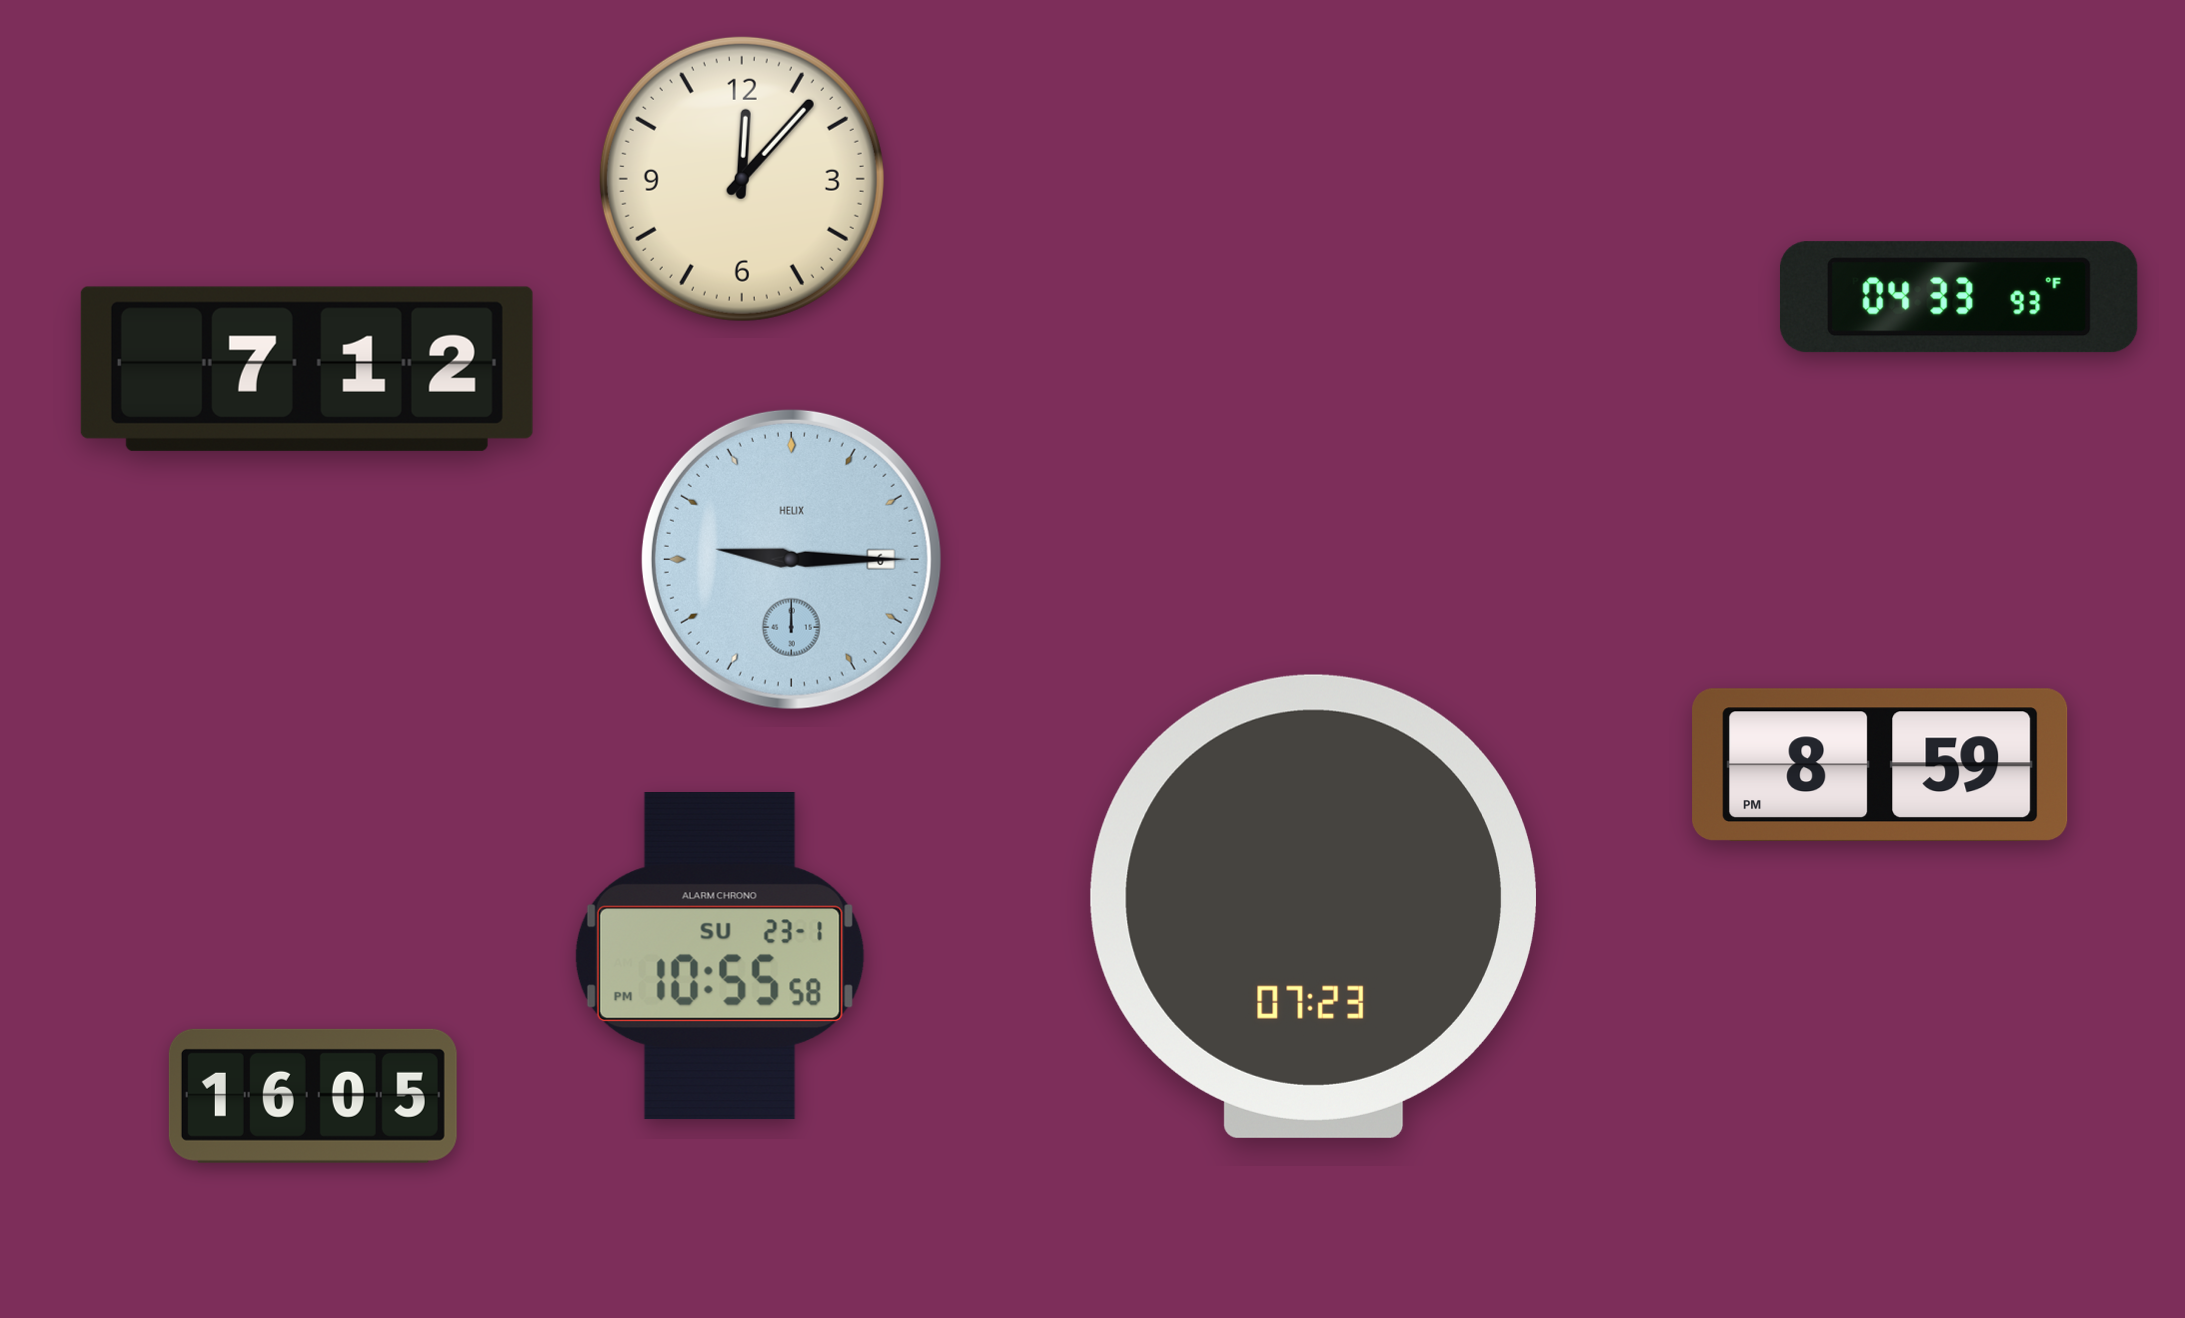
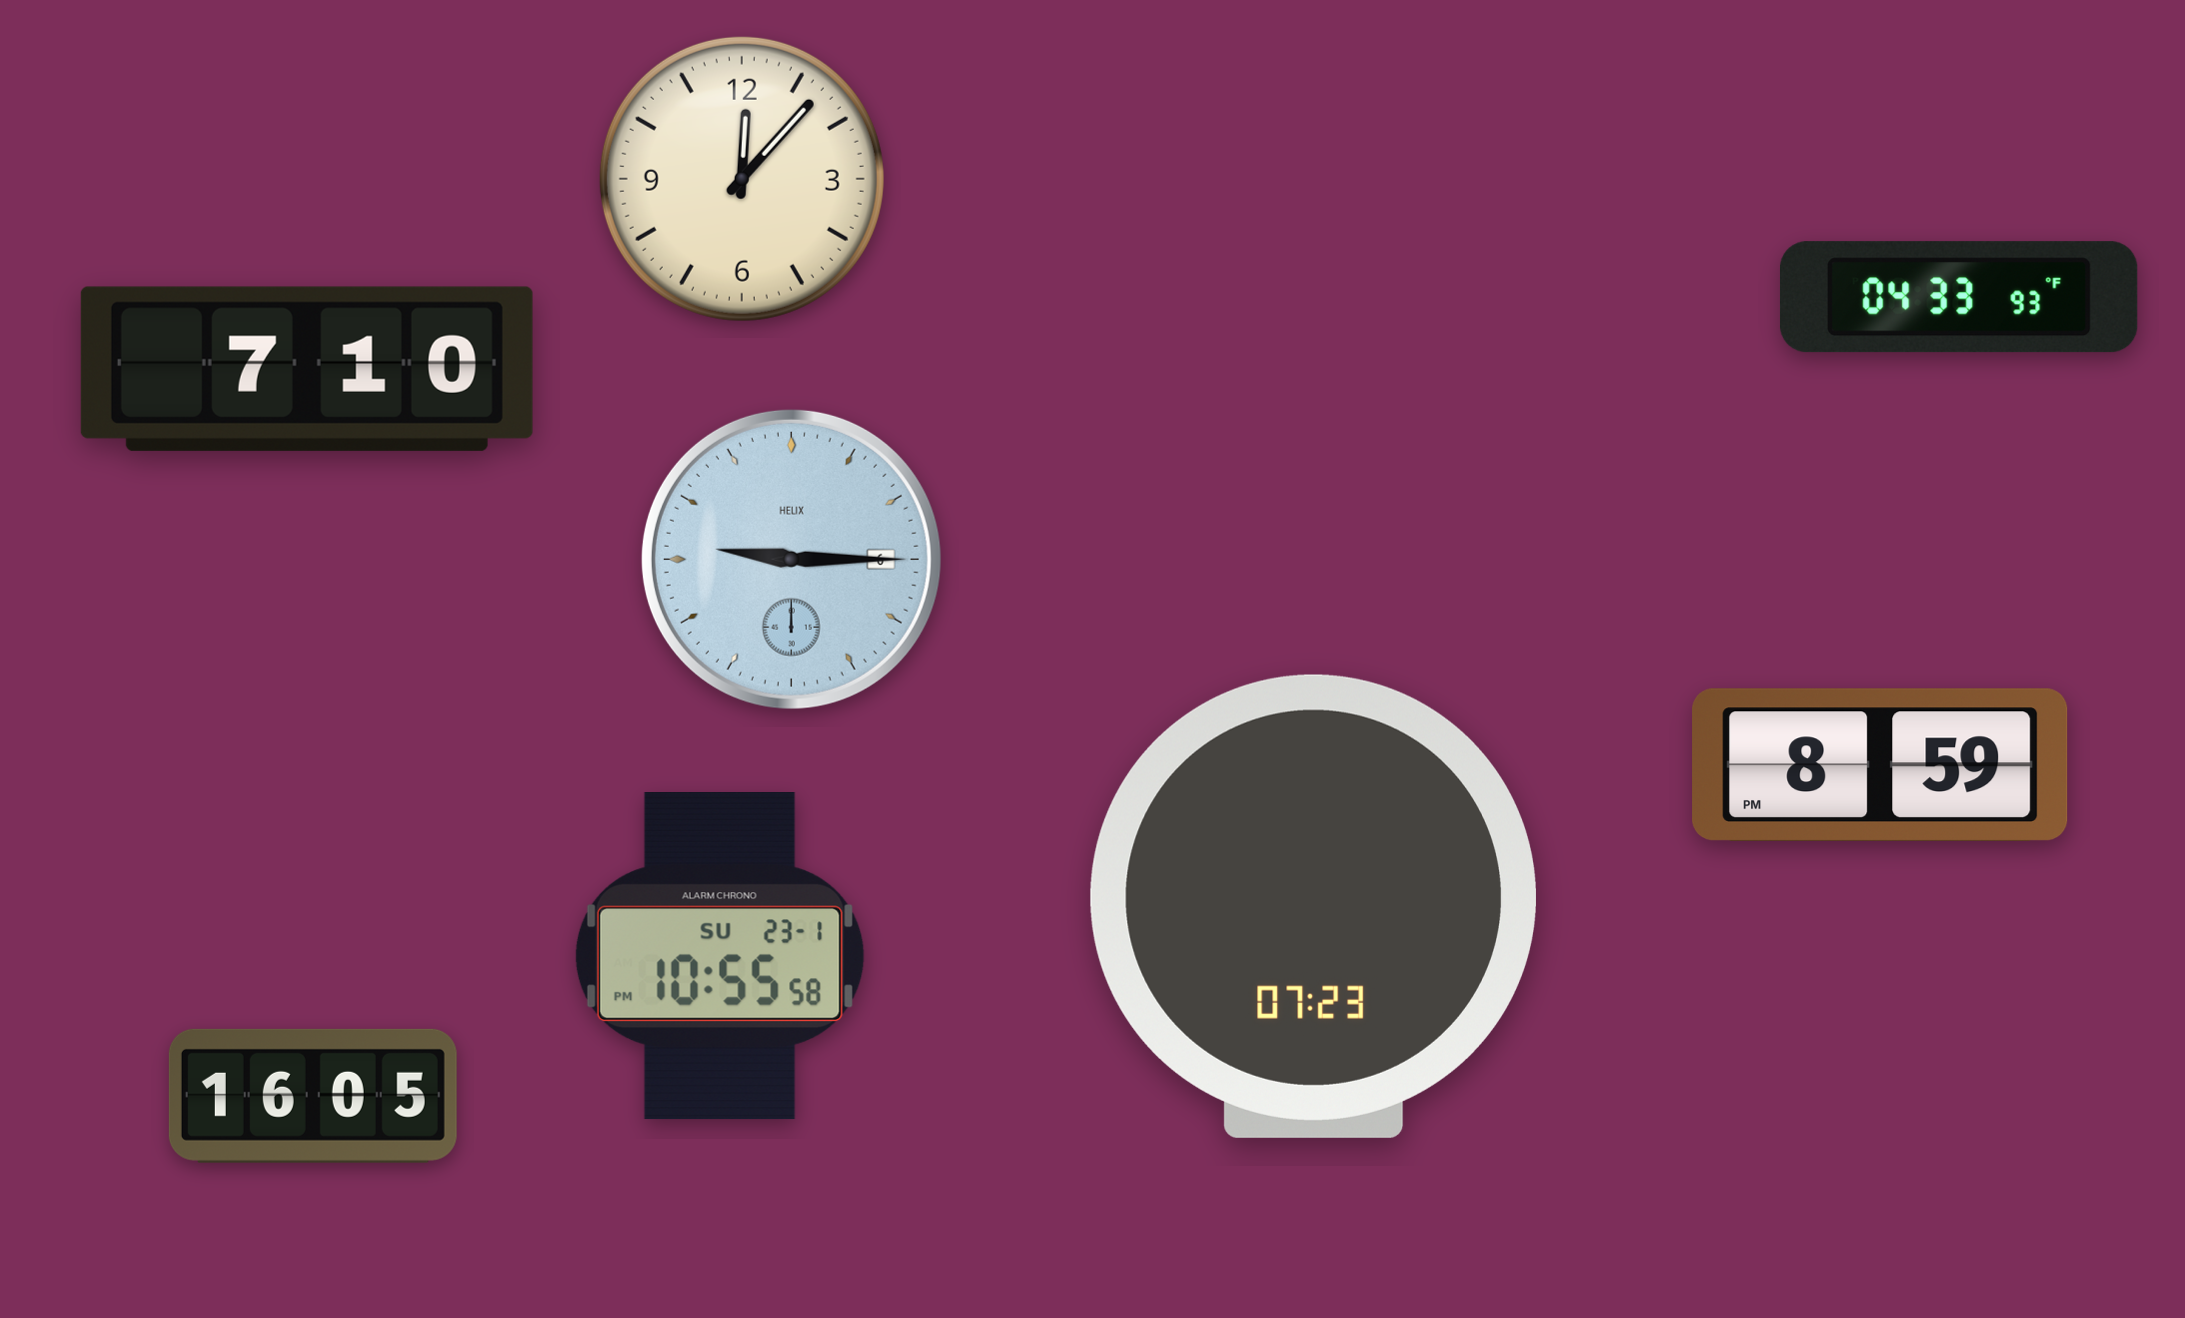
clock at (307, 369): 7:12 -> 7:10
